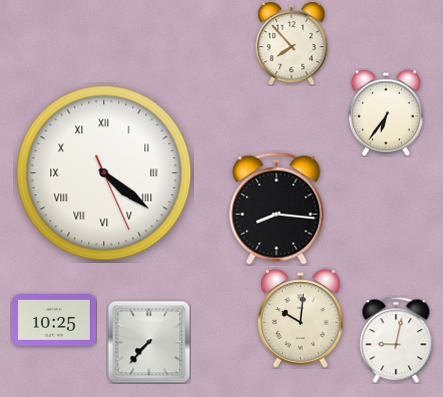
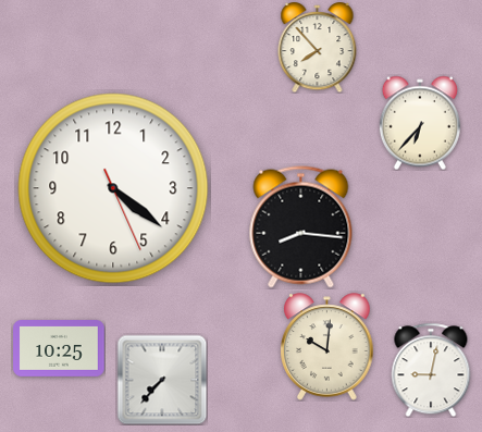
clock at (386, 113): 6:36 -> 6:37
clock at (104, 173) numerals: Roman -> Arabic
clock at (149, 342) position: (149, 342) -> (162, 380)
